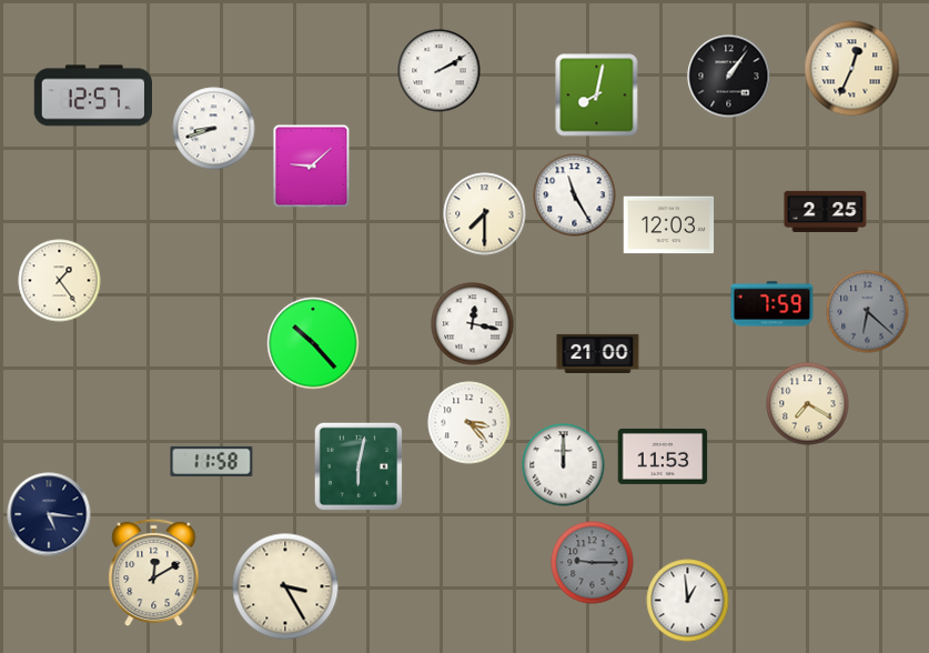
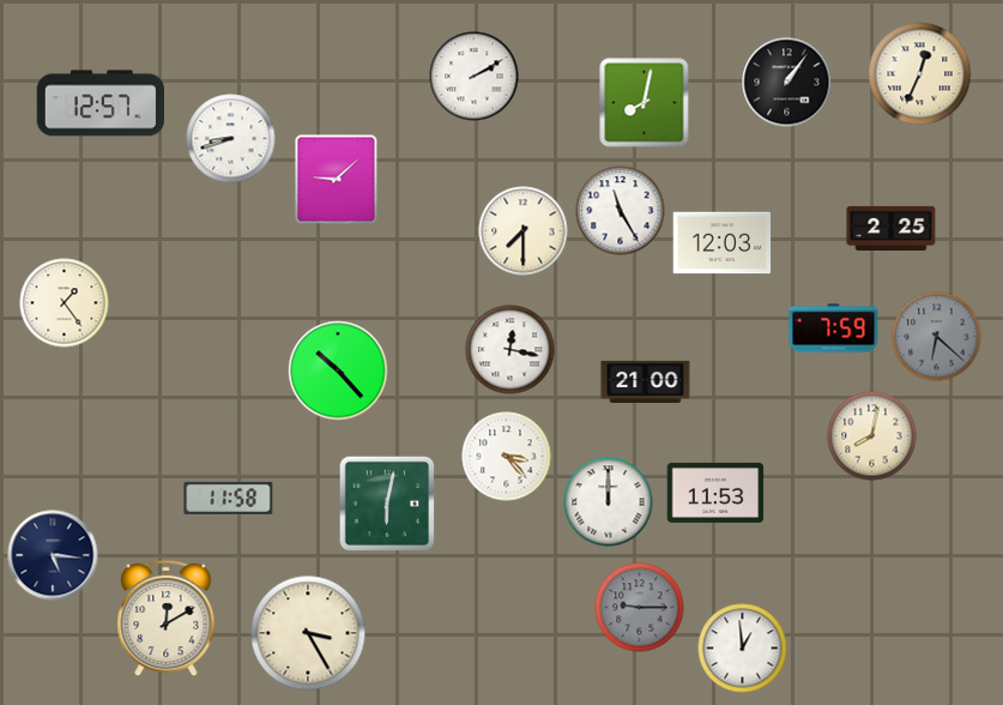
clock at (808, 404): 7:20 -> 8:02
